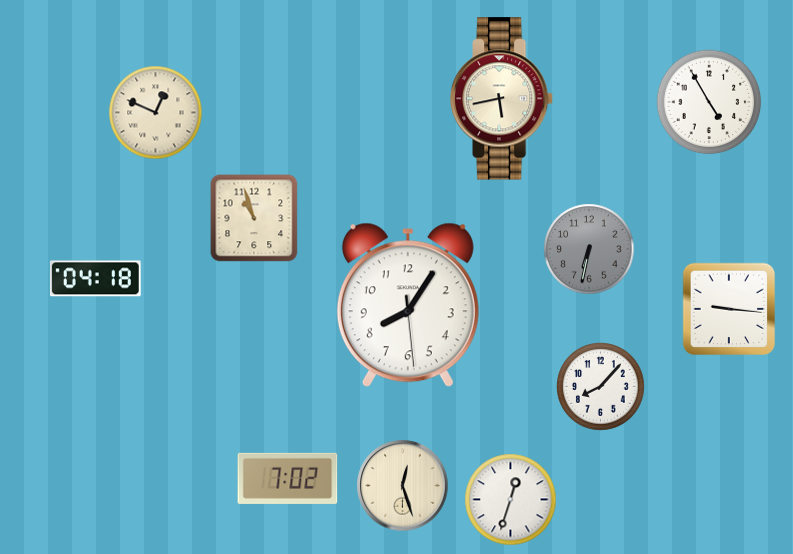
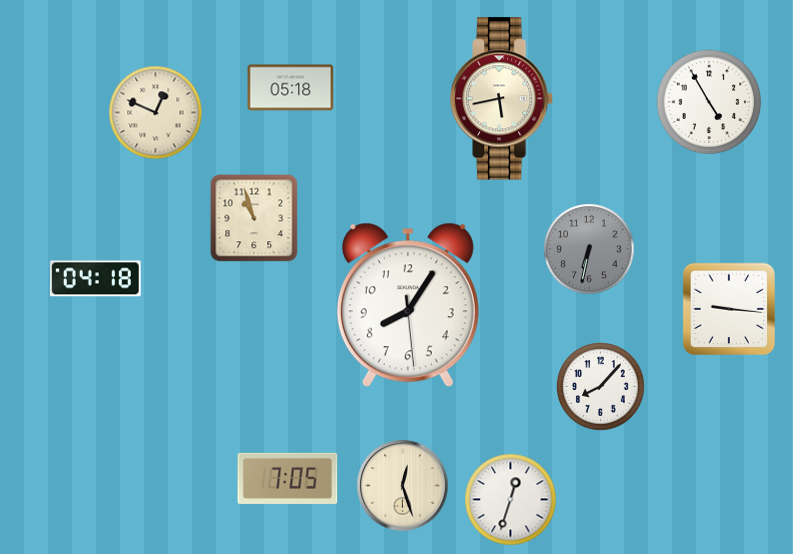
clock at (291, 88): none -> 05:18
clock at (288, 478): 7:02 -> 7:05
